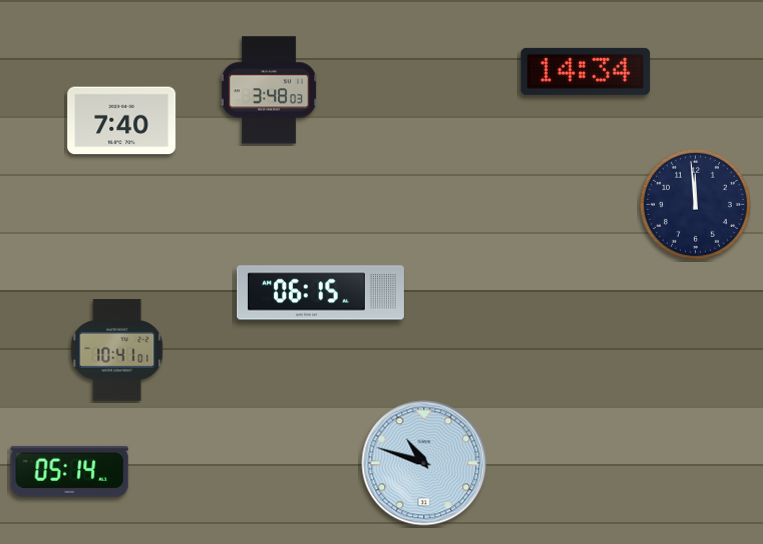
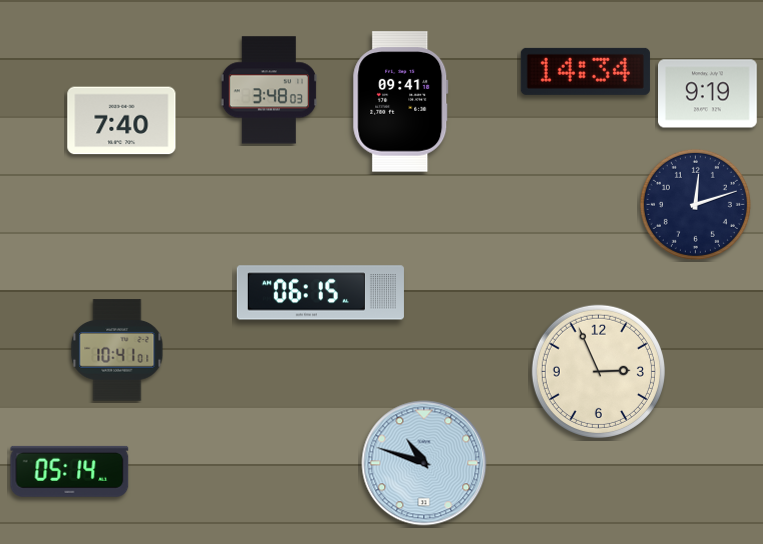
clock at (708, 94): none -> 9:19
clock at (401, 102): none -> 09:41
clock at (695, 204): 11:59 -> 12:12
clock at (598, 371): none -> 2:56
